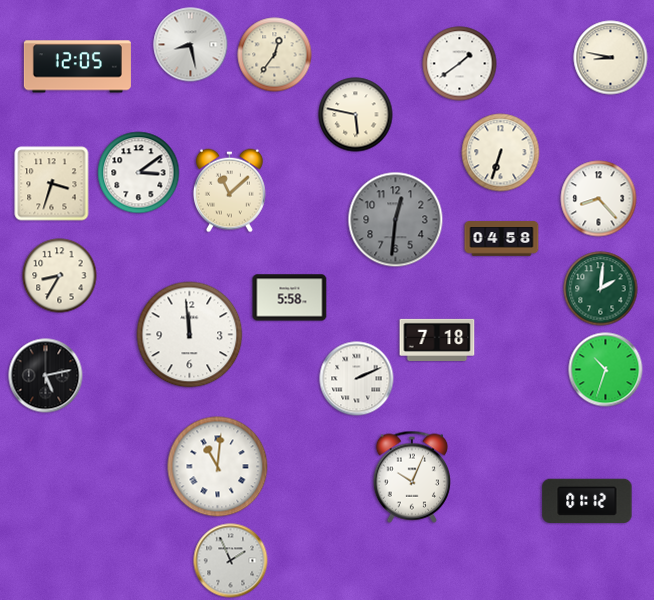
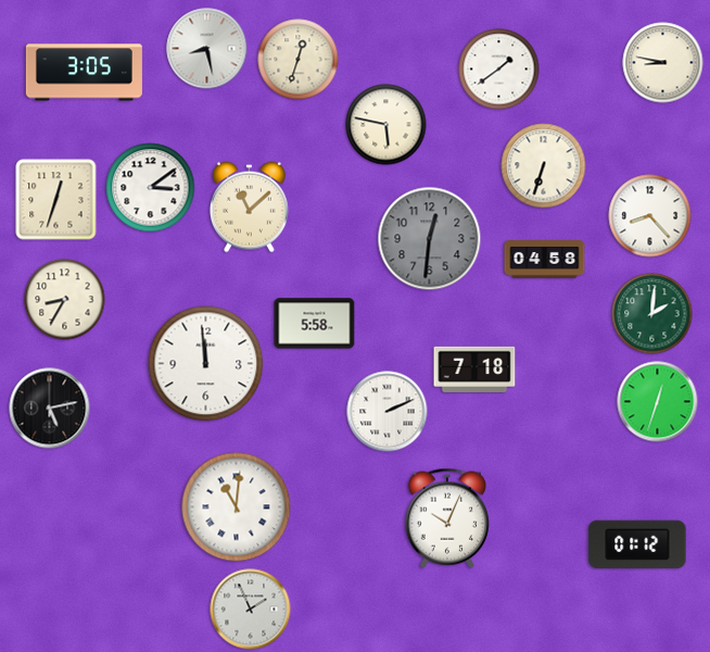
clock at (275, 55): 12:36 -> 12:33
clock at (77, 67): 12:05 -> 3:05
clock at (52, 184): 3:33 -> 12:33
clock at (606, 370): 10:33 -> 12:33
